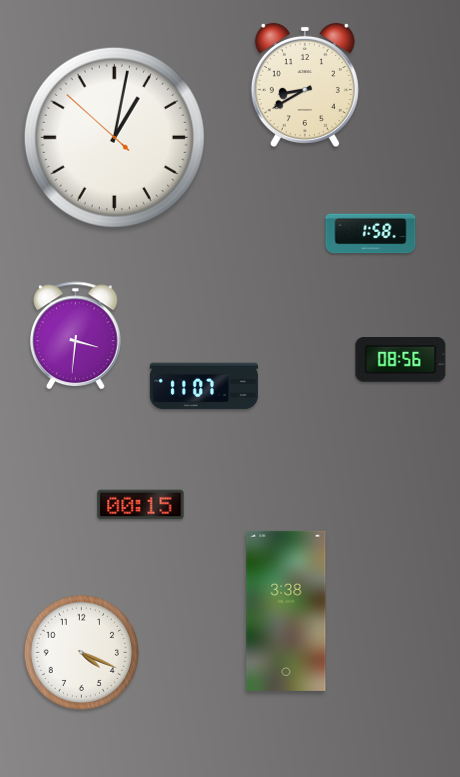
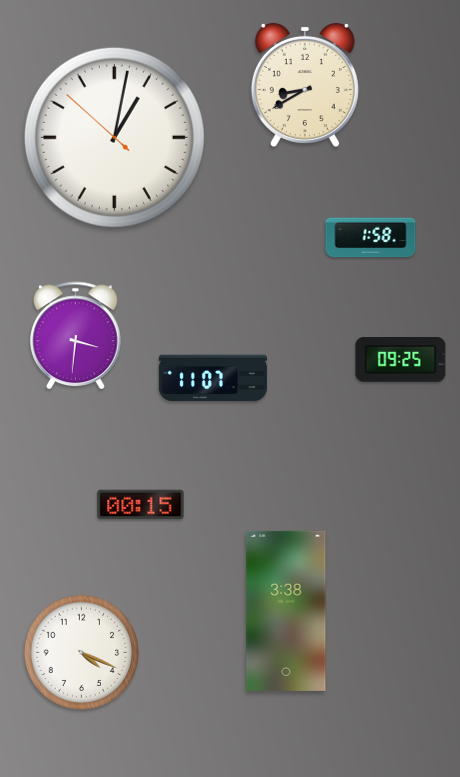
clock at (371, 234) position: (371, 234) -> (371, 238)
clock at (401, 360): 08:56 -> 09:25
clock at (204, 386) position: (204, 386) -> (213, 378)
